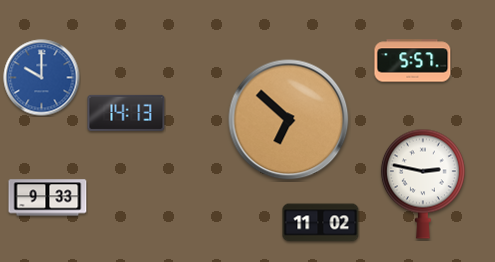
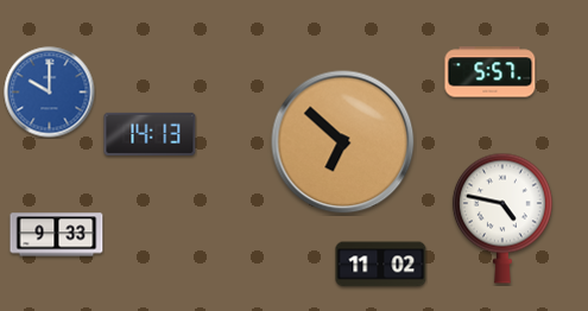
clock at (423, 184): 2:47 -> 4:47
